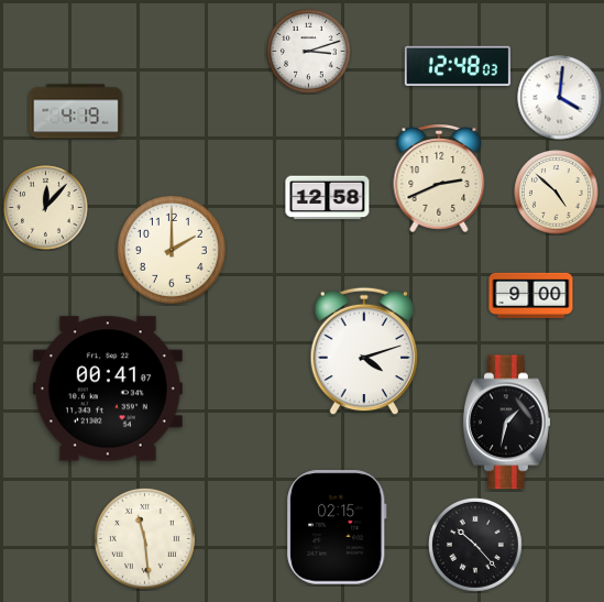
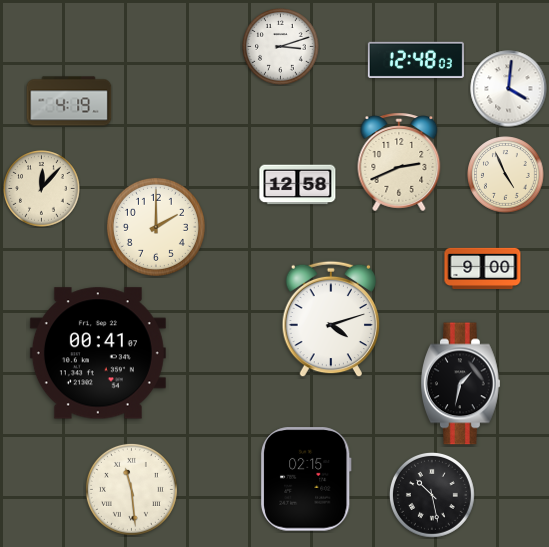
clock at (557, 193): 4:52 -> 4:56
clock at (328, 198) position: (328, 198) -> (298, 185)
clock at (475, 545): 10:23 -> 10:28
